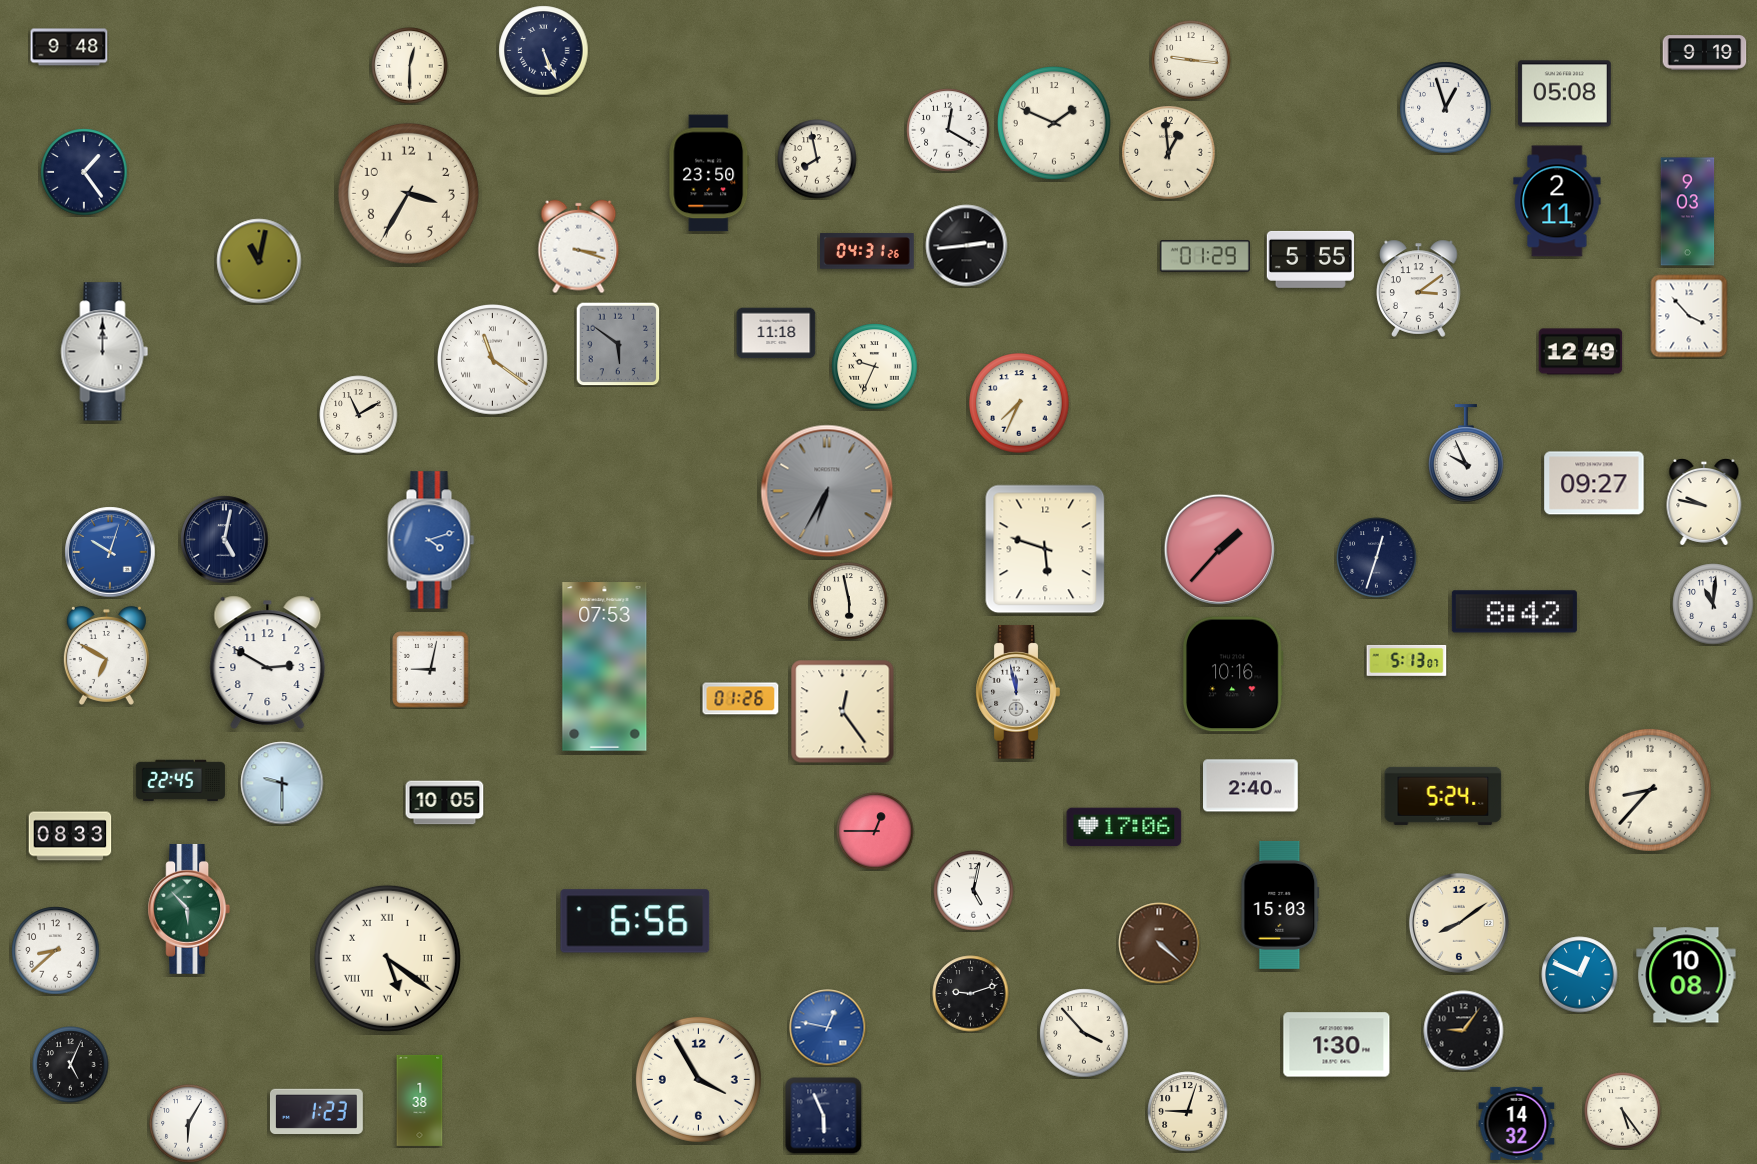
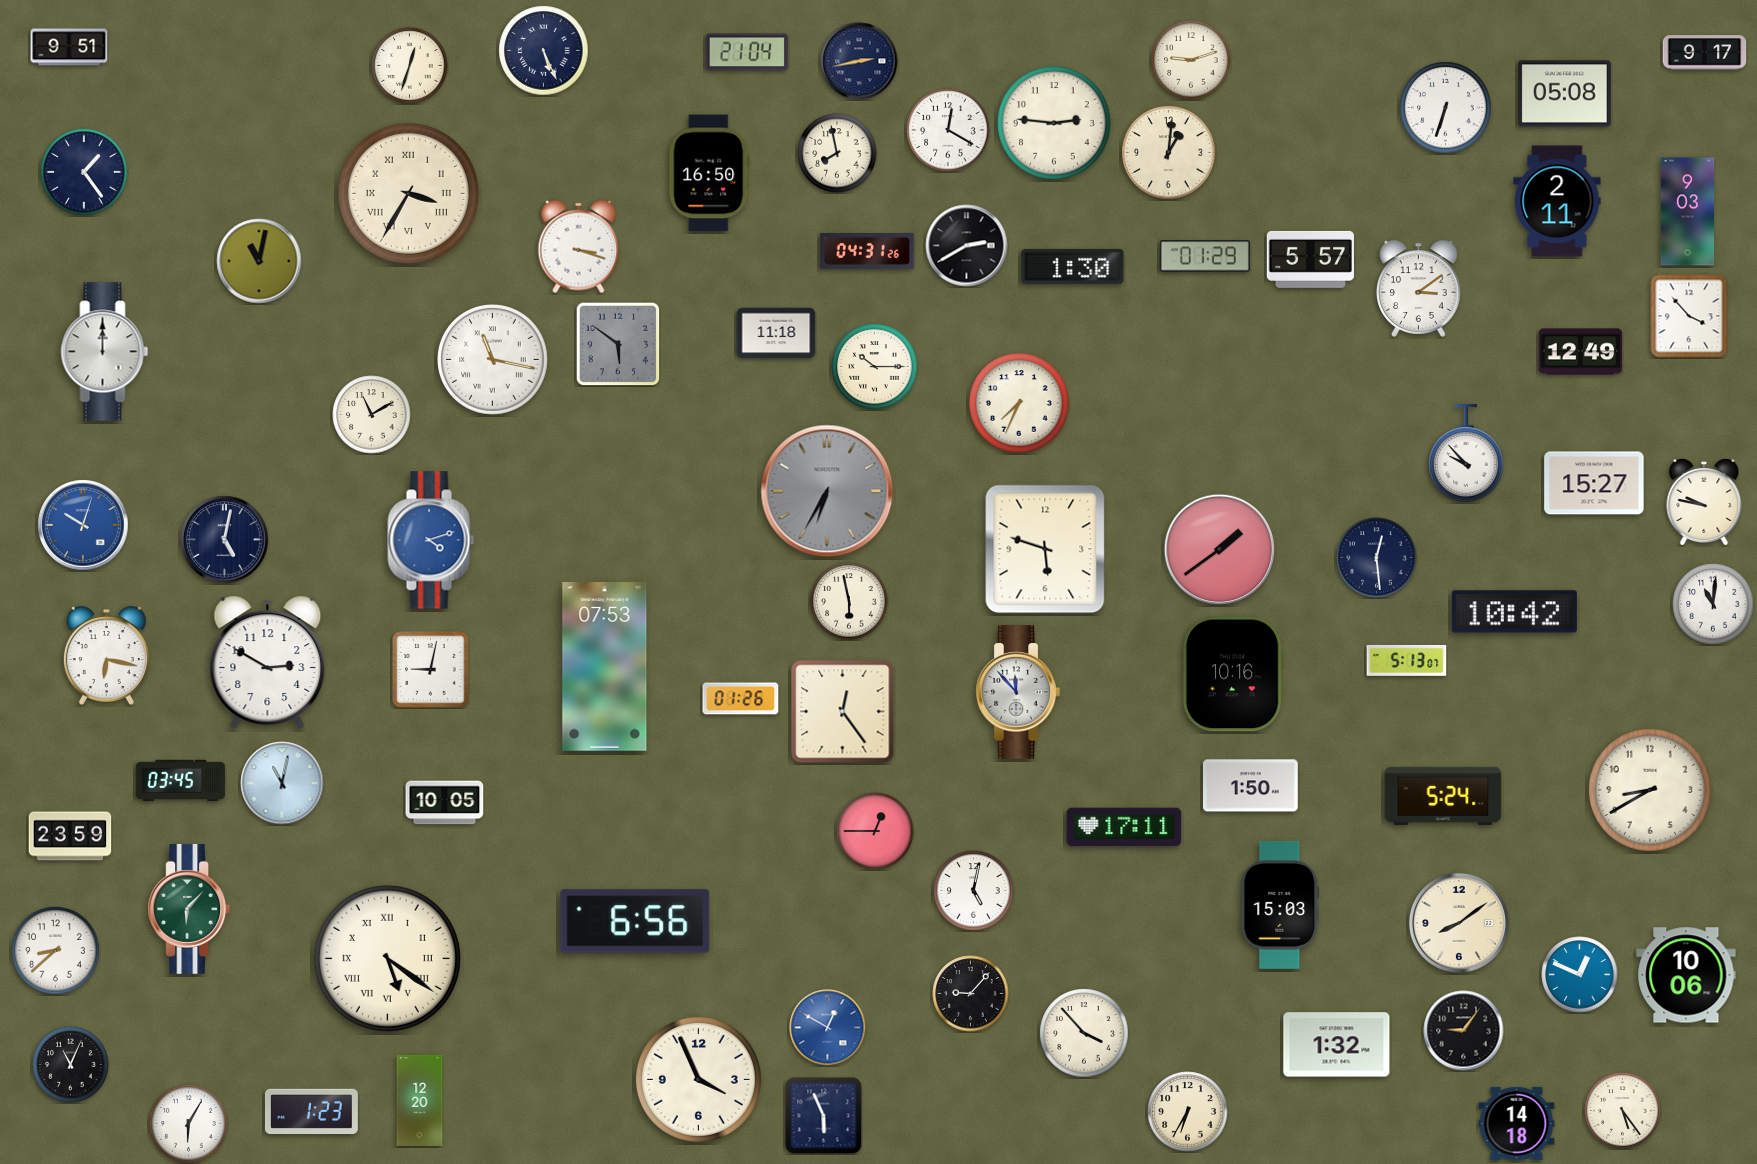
clock at (69, 47): 9:48 -> 9:51
clock at (747, 52): none -> 21:04
clock at (1705, 53): 9:19 -> 9:17
clock at (1191, 60): 9:16 -> 9:12
clock at (859, 61): none -> 2:43
clock at (410, 66): 12:30 -> 12:33
clock at (1446, 108): 12:57 -> 6:33
clock at (1055, 124): 1:49 -> 2:46
clock at (1169, 153): 12:59 -> 1:01
clock at (817, 159) position: (817, 159) -> (837, 153)
clock at (709, 173): 23:50 -> 16:50
clock at (408, 193) numerals: Arabic -> Roman
clock at (967, 246): 2:44 -> 2:40
clock at (1310, 259): 5:55 -> 5:57
clock at (1073, 266): none -> 1:30
clock at (493, 360): 11:21 -> 11:17
clock at (875, 367): 9:34 -> 10:15
clock at (359, 415) position: (359, 415) -> (372, 415)
clock at (1466, 453): 9:56 -> 9:53
clock at (1594, 483): 09:27 -> 15:27
clock at (1219, 549): 1:37 -> 1:39
clock at (110, 552) position: (110, 552) -> (83, 525)
clock at (1377, 558): 12:33 -> 12:29
clock at (1514, 612): 8:42 -> 10:42
clock at (106, 655): 6:50 -> 6:17
clock at (1018, 692): 11:58 -> 11:53
clock at (180, 781): 22:45 -> 03:45
clock at (282, 783): 9:30 -> 11:02
clock at (1251, 786): 2:40 -> 1:50
clock at (1650, 790): 8:37 -> 8:40
clock at (1124, 827): 17:06 -> 17:11
clock at (70, 836): 08:33 -> 23:59
clock at (189, 909): 5:53 -> 6:07
clock at (1159, 943): 4:22 -> none
clock at (1686, 975): 10:08 -> 10:06
clock at (971, 994): 9:12 -> 9:07
clock at (828, 1028): 12:47 -> 12:50
clock at (1337, 1045): 1:30 -> 1:32
clock at (71, 1065): 5:04 -> 11:04
clock at (698, 1079): 3:55 -> 3:56
clock at (420, 1100): 1:38 -> 12:20
clock at (316, 1112) position: (316, 1112) -> (311, 1112)
clock at (1188, 1112): 9:03 -> 6:35
clock at (1517, 1123): 14:32 -> 14:18
